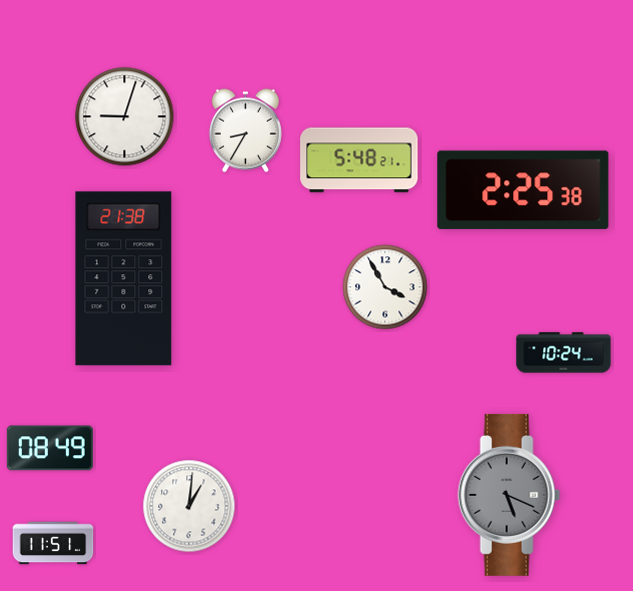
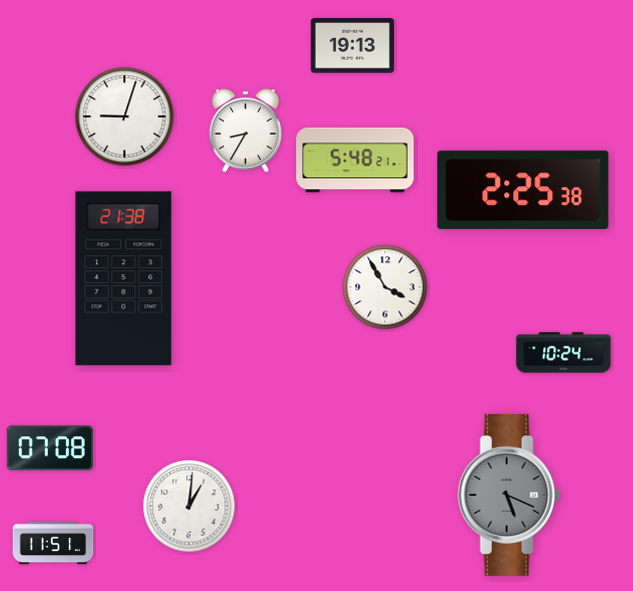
clock at (353, 46): none -> 19:13
clock at (359, 160) position: (359, 160) -> (355, 160)
clock at (50, 448): 08:49 -> 07:08
